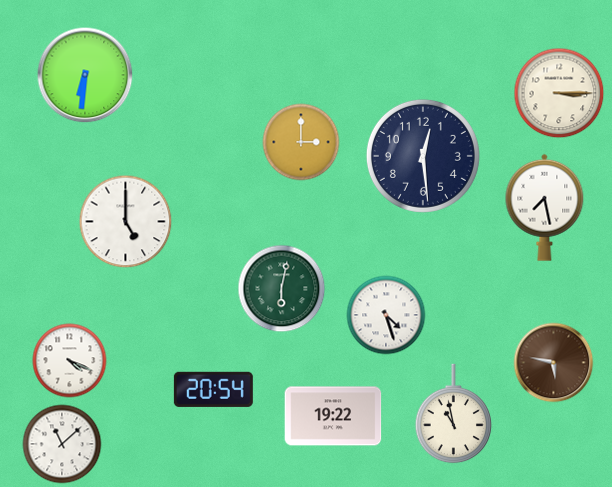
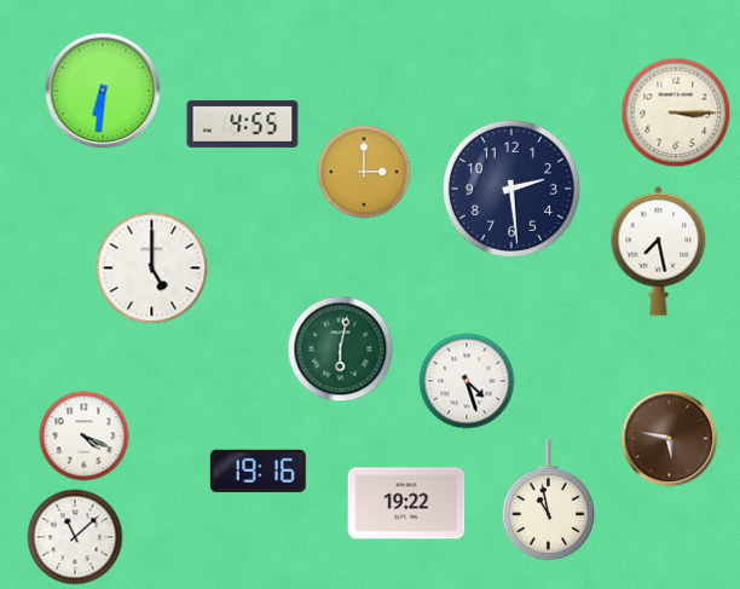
clock at (243, 123): none -> 4:55
clock at (423, 156): 12:29 -> 2:29
clock at (213, 389): 20:54 -> 19:16
clock at (333, 416) position: (333, 416) -> (406, 503)
